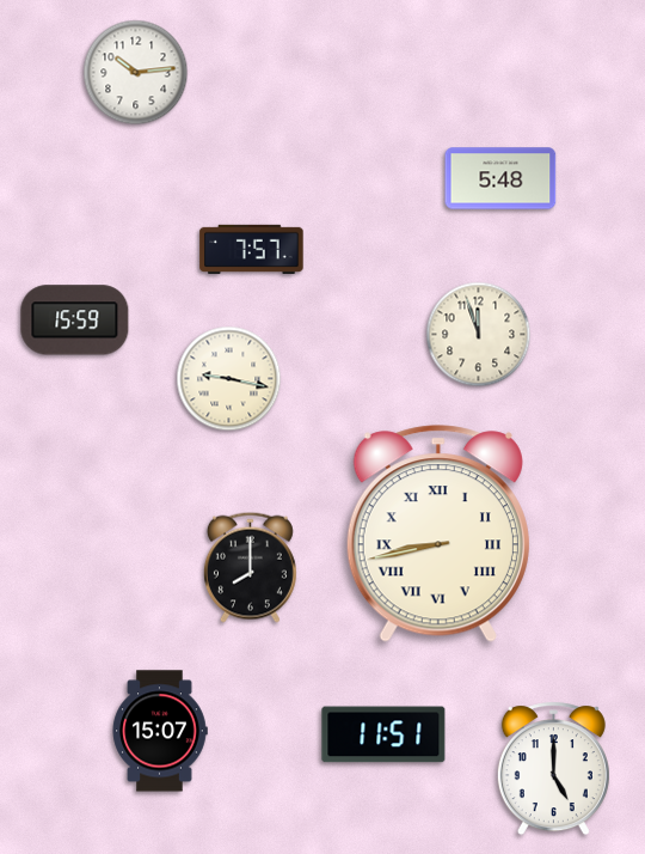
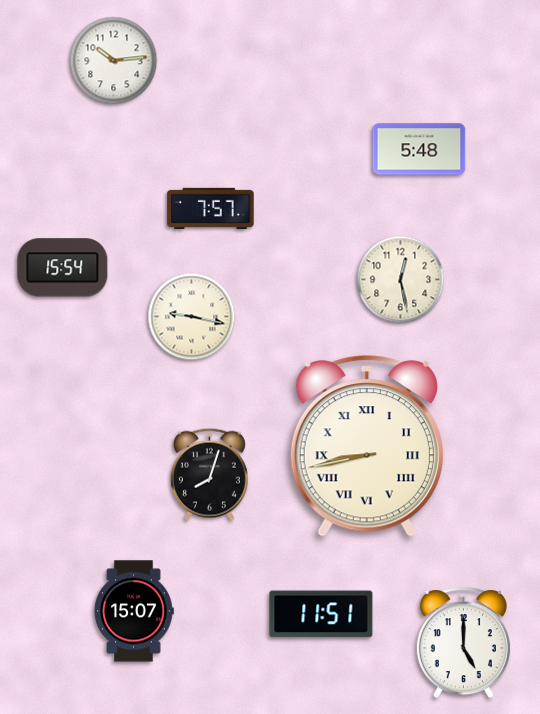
clock at (75, 321): 15:59 -> 15:54
clock at (479, 335): 11:57 -> 12:28
clock at (250, 567): 8:00 -> 8:03
